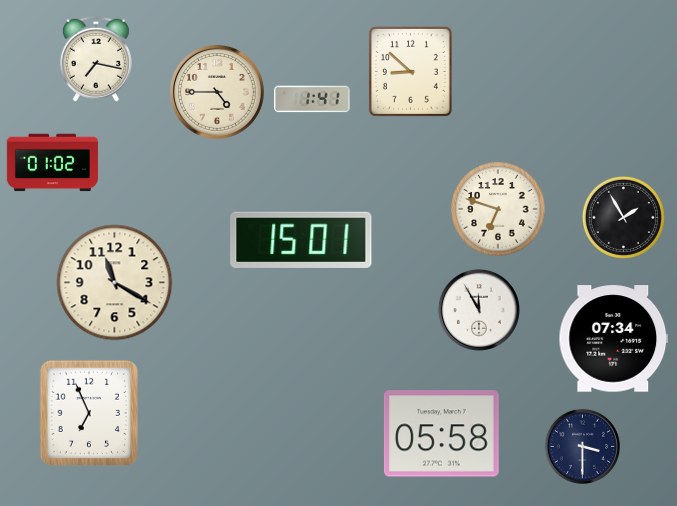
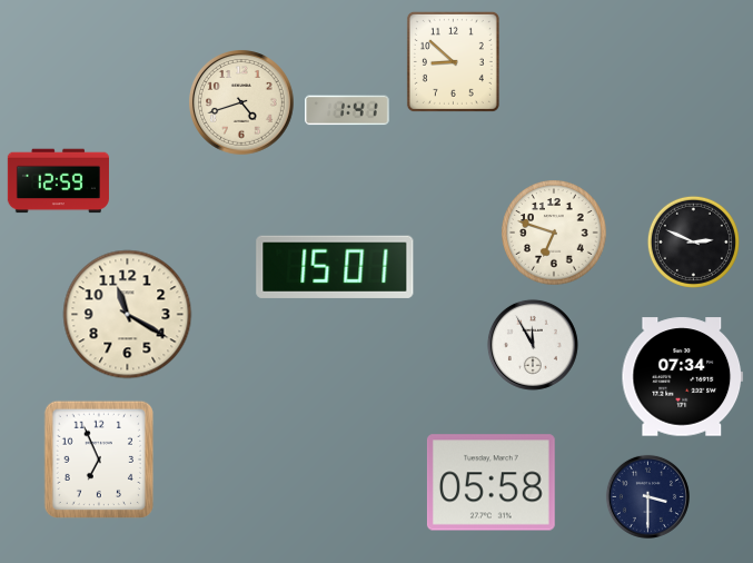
clock at (96, 59): 7:17 -> none
clock at (410, 71) position: (410, 71) -> (453, 61)
clock at (218, 93): 4:45 -> 4:42
clock at (52, 163): 01:02 -> 12:59
clock at (623, 217): 1:55 -> 2:49
